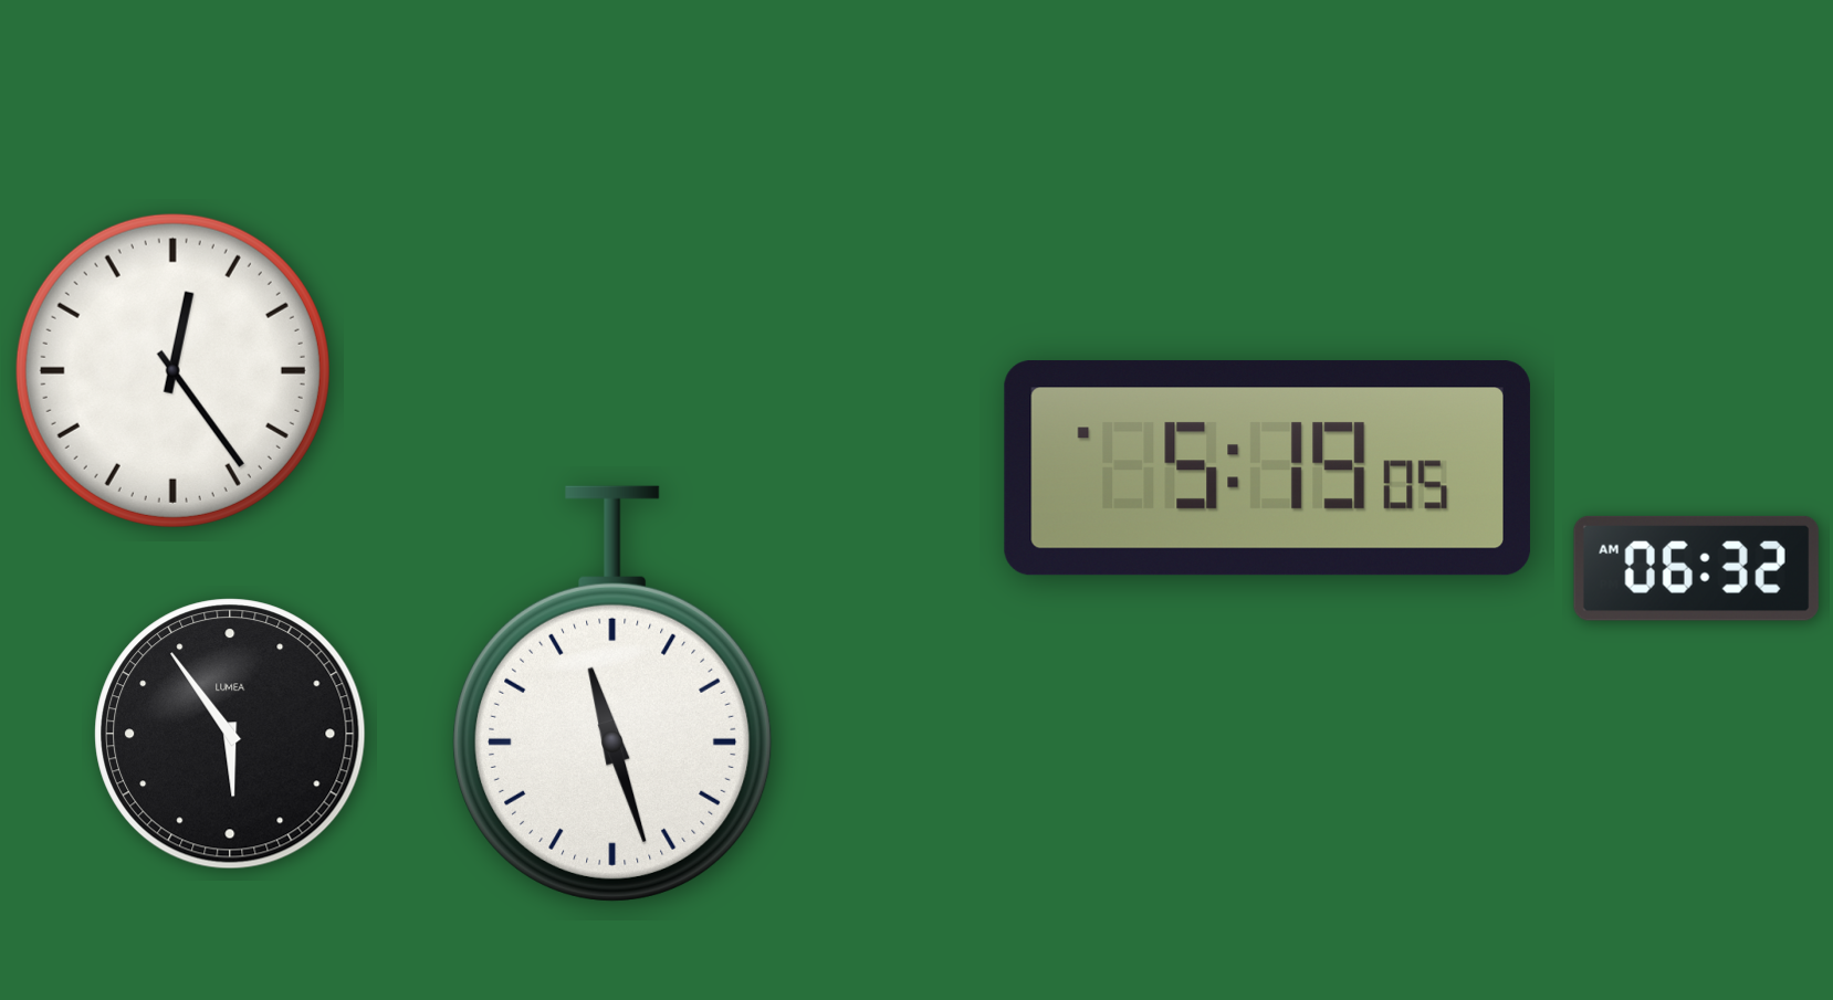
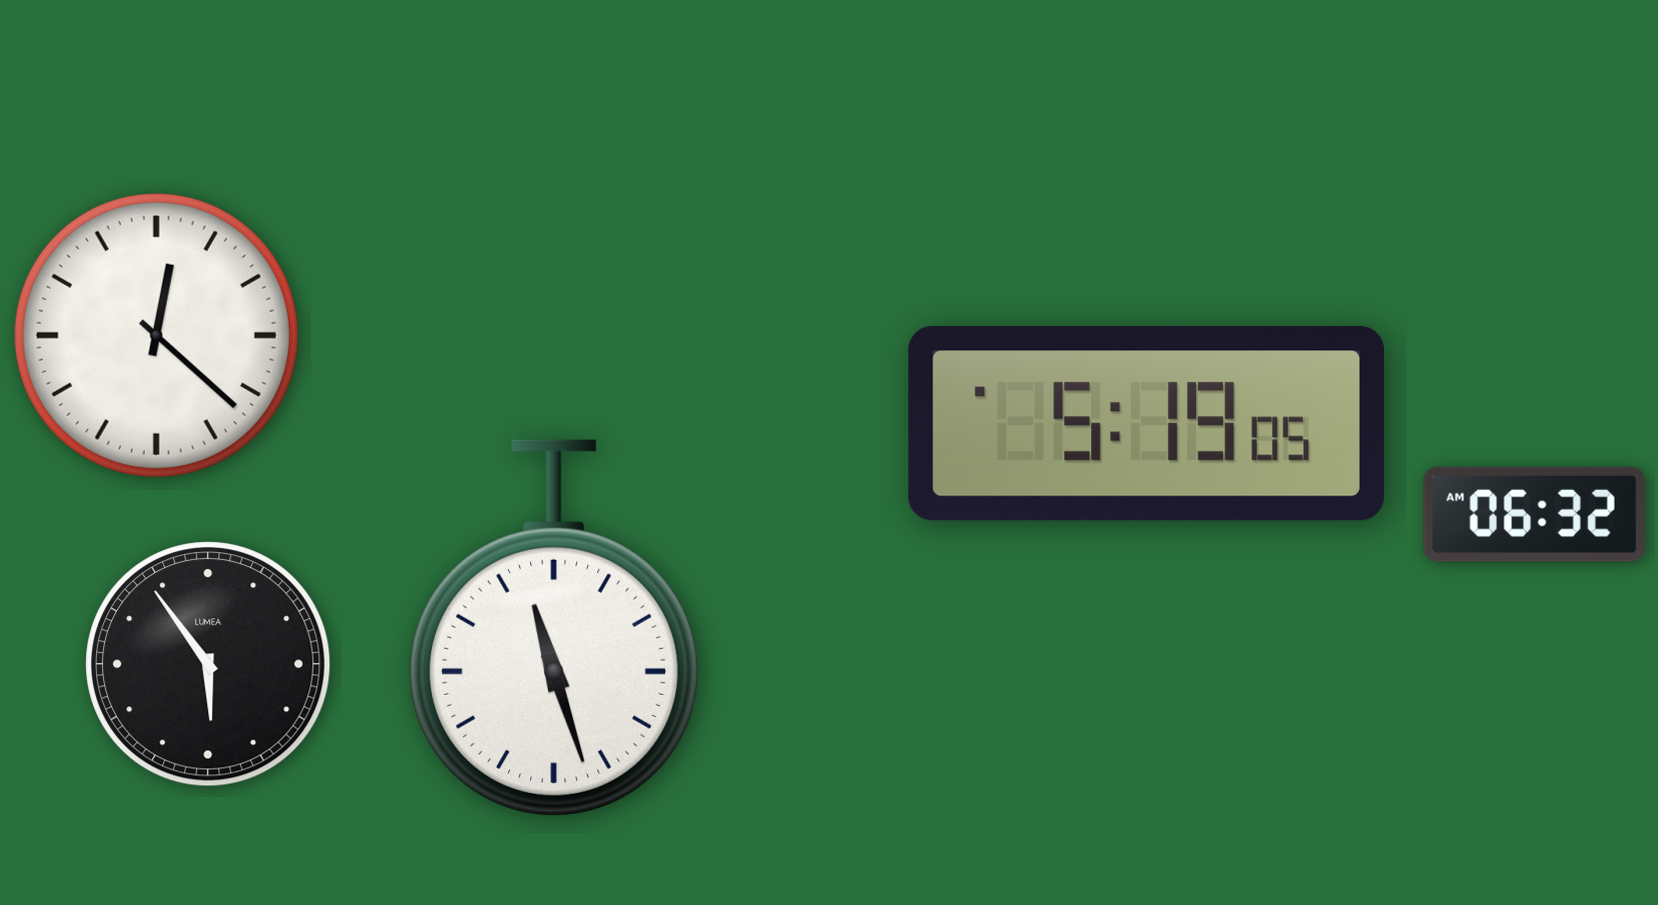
clock at (172, 370): 12:24 -> 12:22
